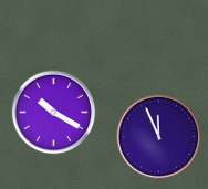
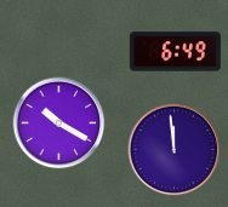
clock at (175, 52): none -> 6:49
clock at (159, 137): 11:56 -> 11:59
